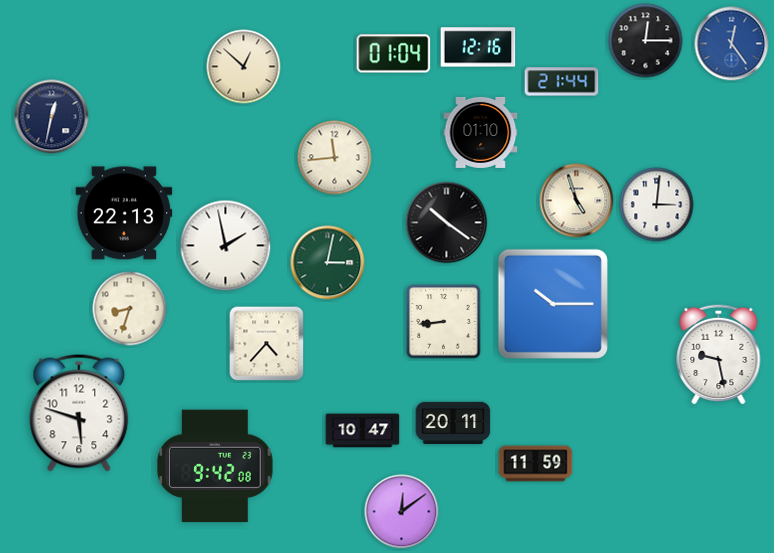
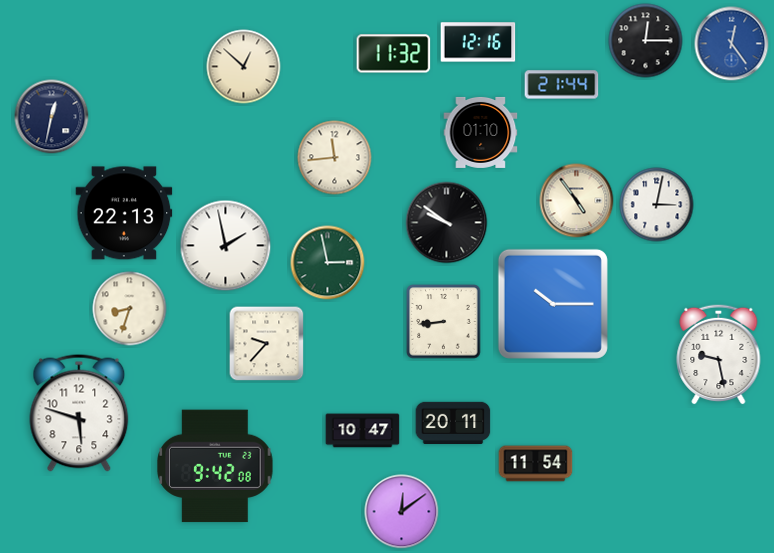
clock at (478, 47) position: (478, 47) -> (478, 42)
clock at (394, 54): 01:04 -> 11:32
clock at (562, 82) position: (562, 82) -> (562, 85)
clock at (577, 201): 4:57 -> 4:54
clock at (657, 205): 3:01 -> 3:02
clock at (447, 223): 10:21 -> 9:51
clock at (328, 263): 3:02 -> 2:58
clock at (267, 344): 4:37 -> 9:37
clock at (536, 464): 11:59 -> 11:54
